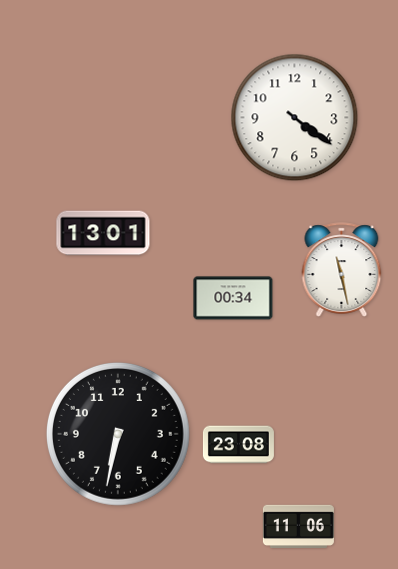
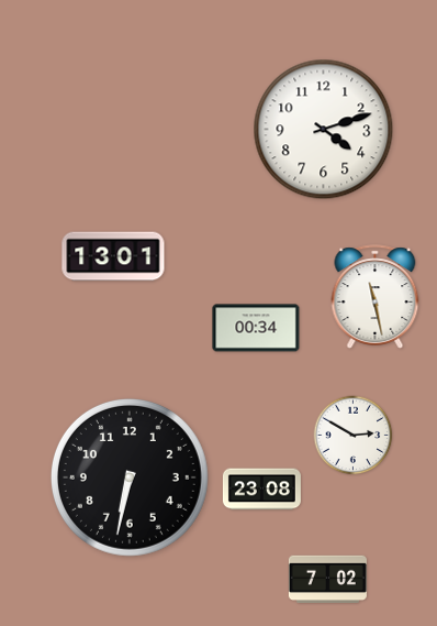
clock at (295, 118): 4:21 -> 4:12
clock at (354, 436): none -> 2:50
clock at (298, 526): 11:06 -> 7:02
